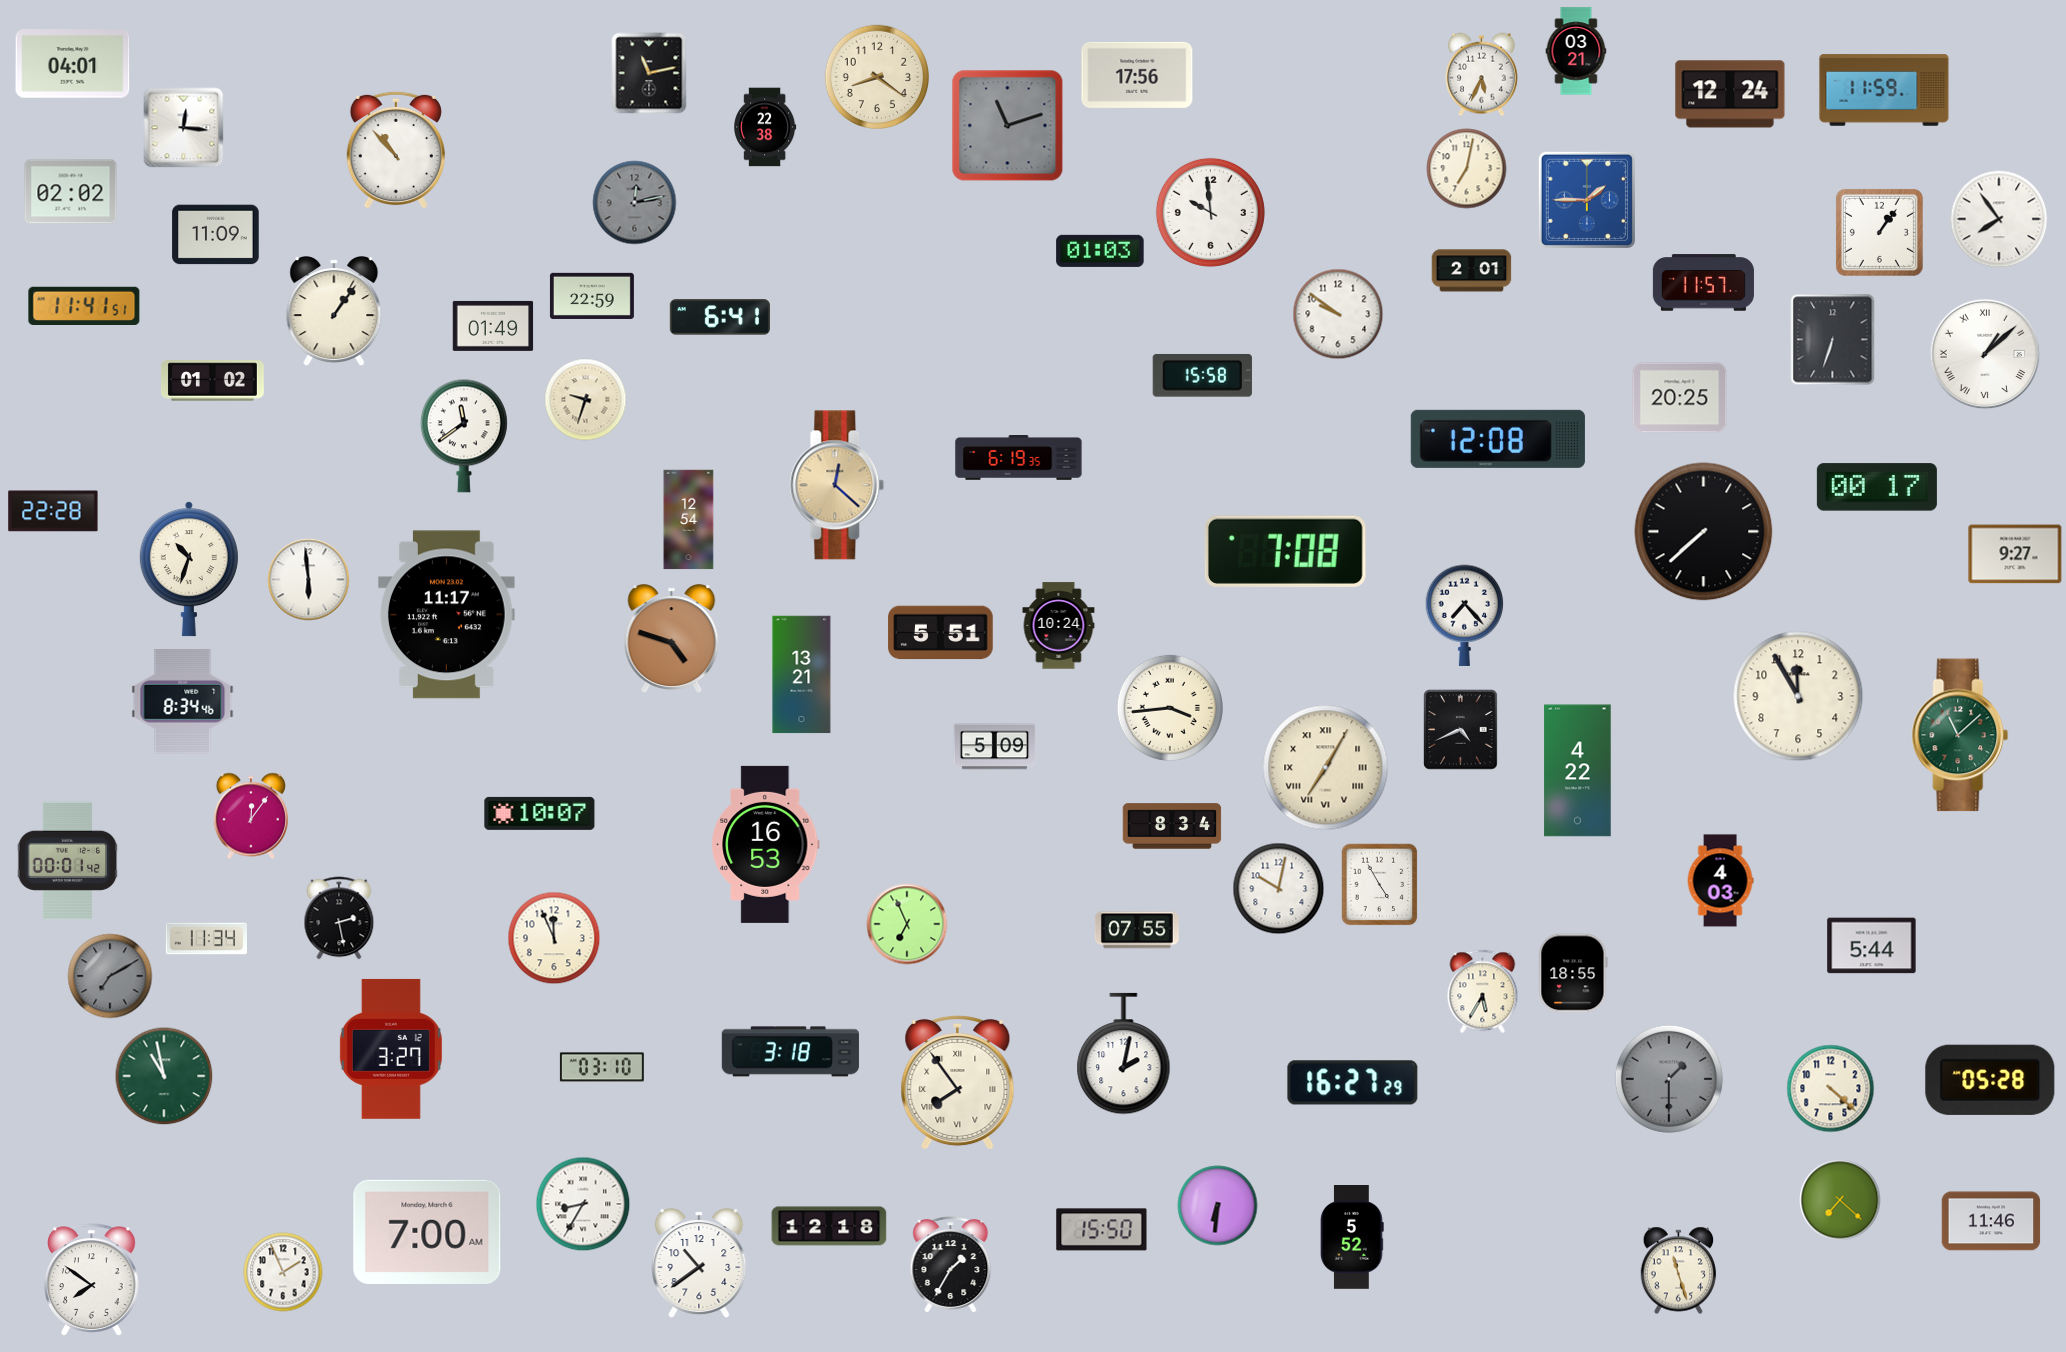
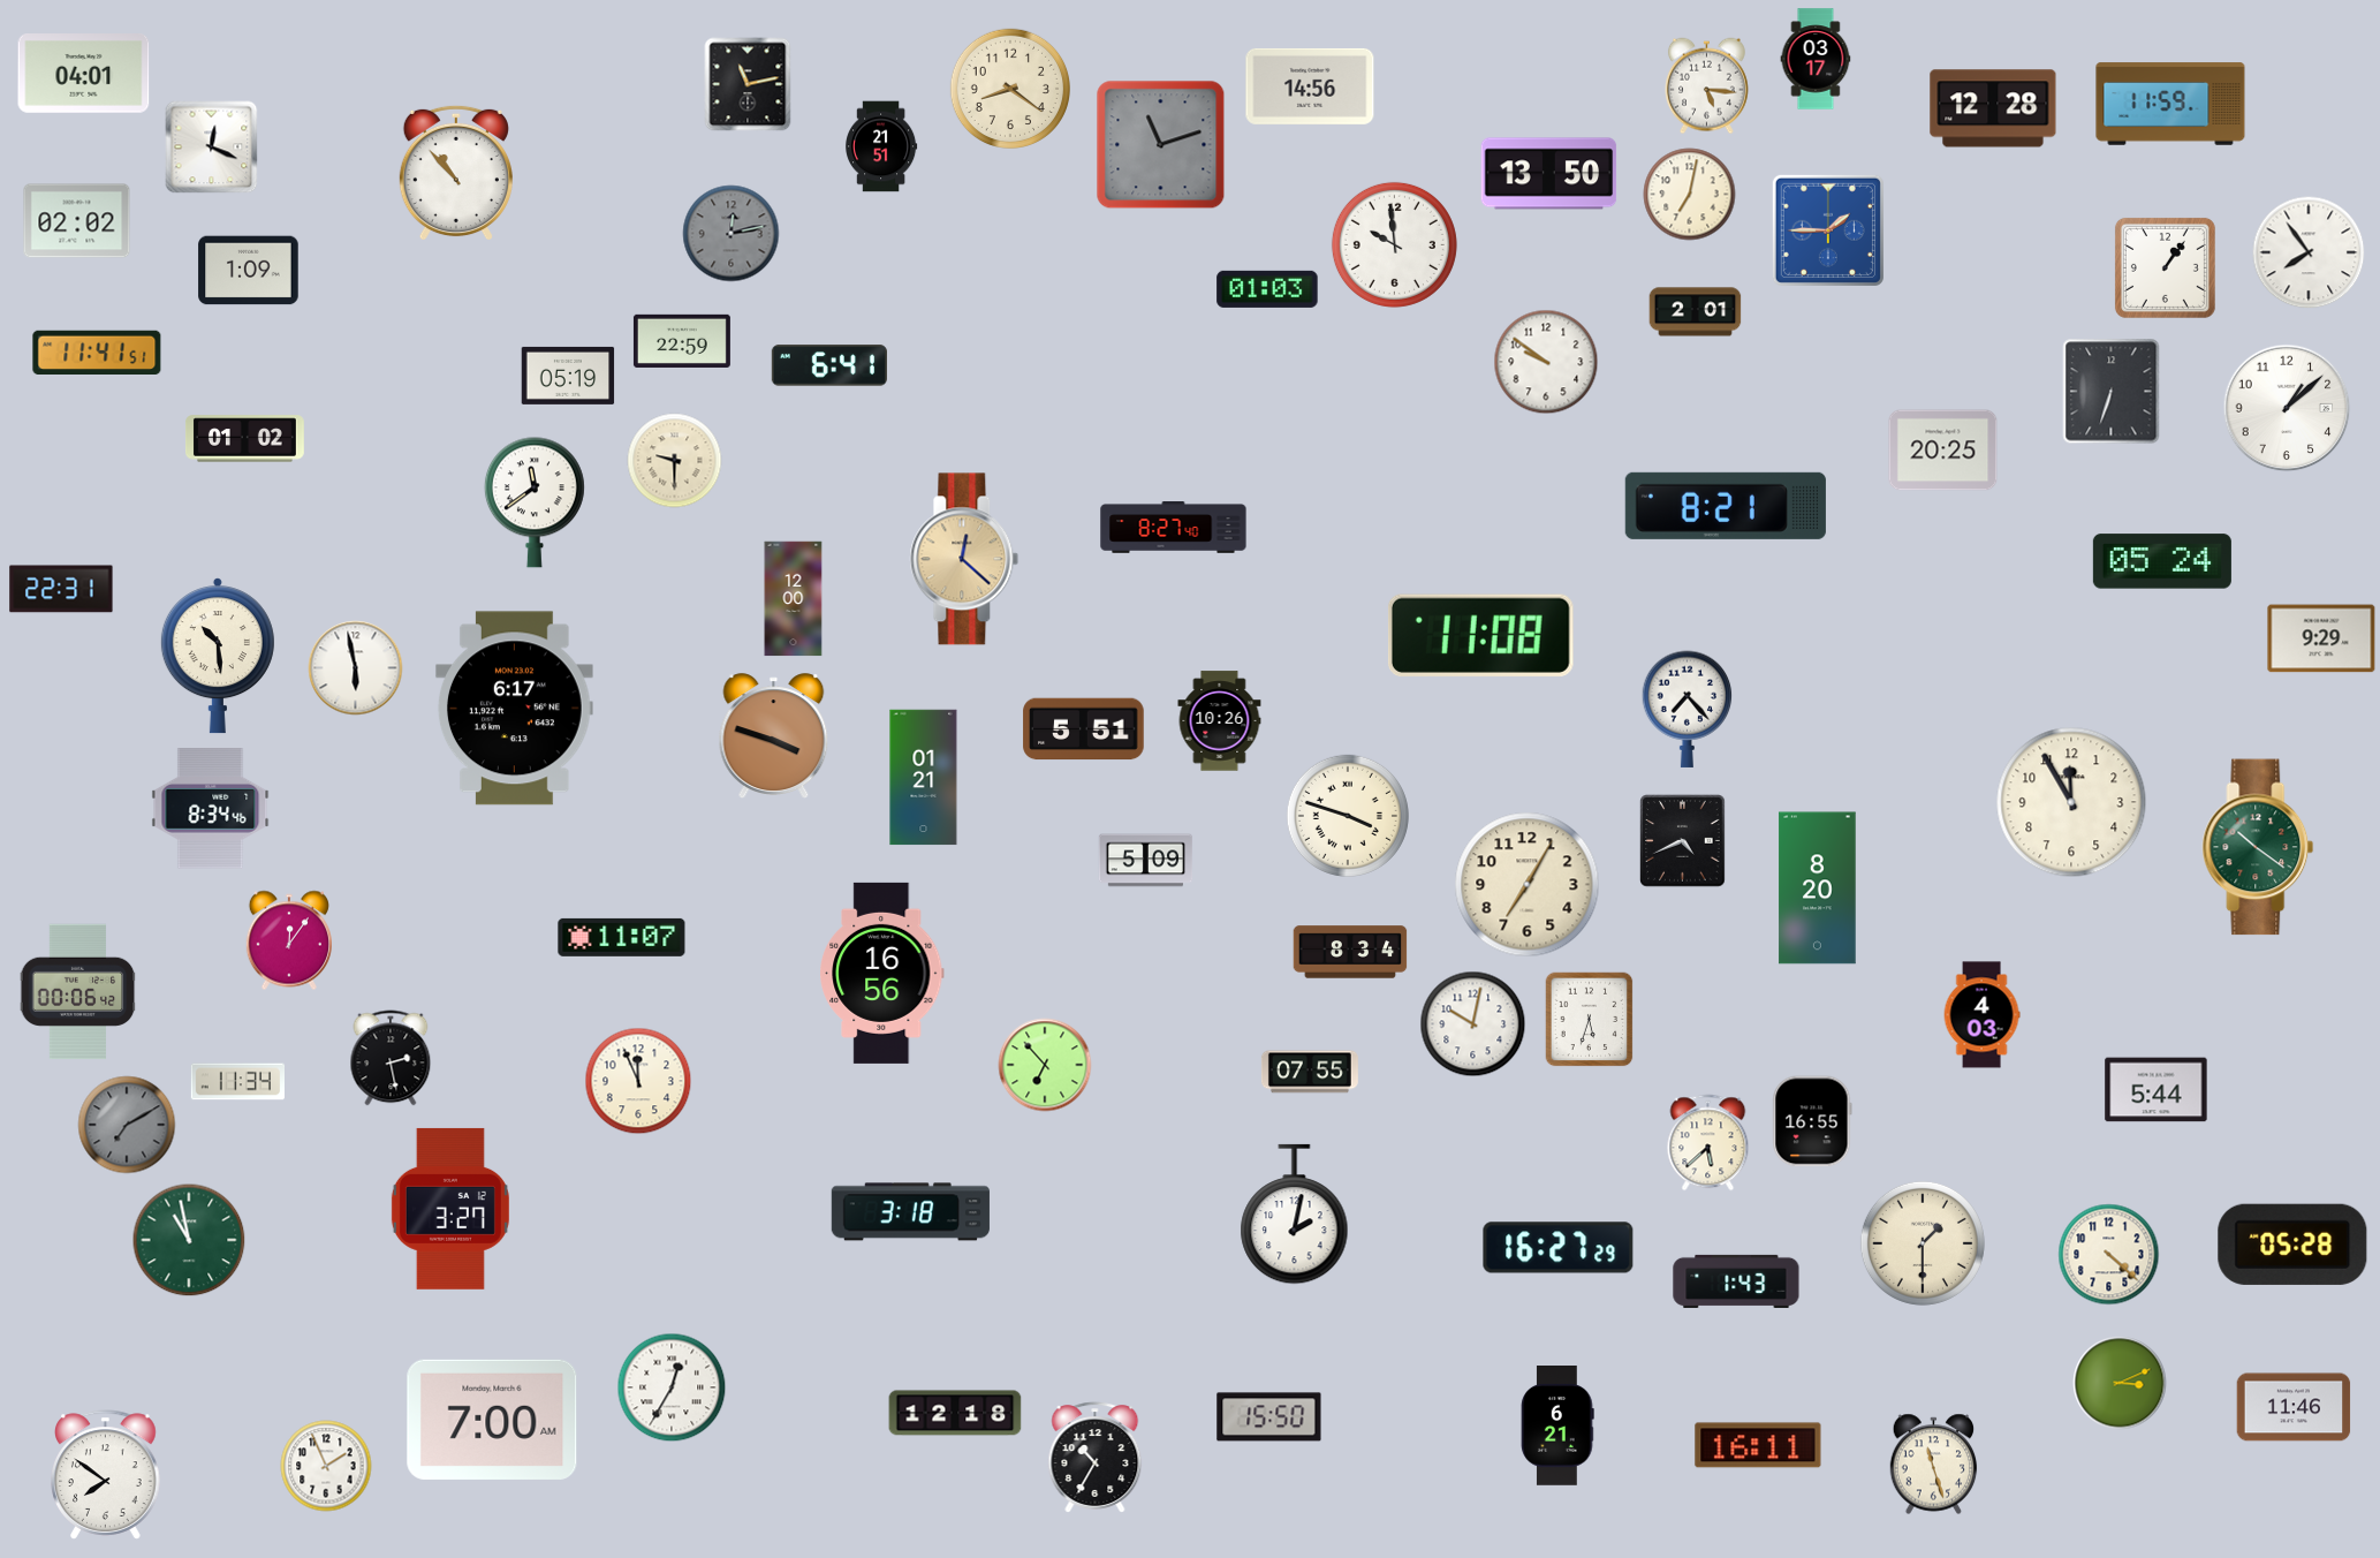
clock at (1576, 51): 03:21 -> 03:17
clock at (1137, 75): 17:56 -> 14:56
clock at (1482, 75): 5:34 -> 5:16
clock at (1730, 94): 12:24 -> 12:28
clock at (766, 127): 22:38 -> 21:51
clock at (184, 128): 12:16 -> 12:19
clock at (1549, 174): none -> 13:50
clock at (71, 192) position: (71, 192) -> (77, 221)
clock at (1999, 219) position: (1999, 219) -> (2309, 252)
clock at (216, 235): 11:09 -> 1:09
clock at (1703, 283): 11:57 -> none
clock at (334, 312): 1:06 -> none
clock at (1338, 314) position: (1338, 314) -> (1546, 362)
clock at (493, 326): 01:49 -> 05:19
clock at (1985, 354) numerals: Roman -> Arabic
clock at (1202, 376): 15:58 -> none
clock at (1680, 398) position: (1680, 398) -> (1943, 451)
clock at (586, 400): 9:33 -> 9:30
clock at (1498, 439): 12:08 -> 8:21
clock at (1019, 458): 6:19 -> 8:27
clock at (1877, 487): 00:17 -> 05:24
clock at (53, 511): 22:28 -> 22:31
clock at (689, 520): 12:54 -> 12:00
clock at (1704, 532): 7:38 -> none
clock at (1285, 551): 7:08 -> 11:08
clock at (2015, 554): 9:27 -> 9:29
clock at (189, 569): 10:33 -> 10:29
clock at (309, 580): 5:59 -> 5:58
clock at (447, 615): 11:17 -> 6:17
clock at (1059, 626): 10:24 -> 10:26
clock at (672, 639): 4:48 -> 3:48
clock at (802, 675): 13:21 -> 01:21
clock at (1170, 708): 3:44 -> 3:48
clock at (1960, 735): 11:08 -> 10:21
clock at (1326, 768) numerals: Roman -> Arabic
clock at (1578, 771): 4:22 -> 8:20
clock at (540, 813): 10:07 -> 11:07
clock at (766, 844): 16:53 -> 16:56
clock at (68, 861): 00:01 -> 00:06
clock at (1380, 885): 4:55 -> 5:33
clock at (907, 924): 6:56 -> 6:53
clock at (1573, 973): 18:55 -> 16:55
clock at (1483, 992): 5:35 -> 5:38
clock at (602, 1067): 03:10 -> none
clock at (1669, 1079) dial: grey -> cream
clock at (958, 1083): 7:54 -> none
clock at (1736, 1281): none -> 1:43
clock at (1840, 1200): 7:22 -> 3:11
clock at (583, 1204): 8:35 -> 12:35
clock at (1218, 1206): 6:31 -> none
clock at (1352, 1238): 5:52 -> 6:21
clock at (1758, 1445): none -> 16:11
clock at (699, 1264): 10:39 -> none
clock at (951, 1265): 1:35 -> 10:35
